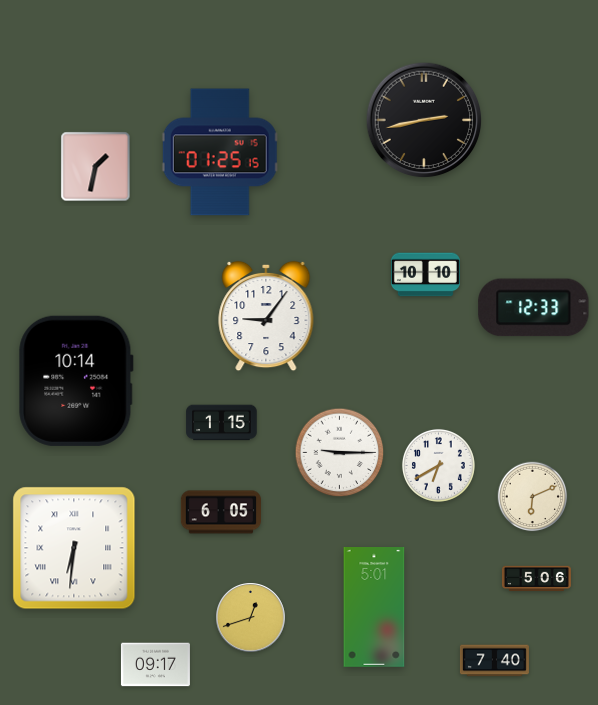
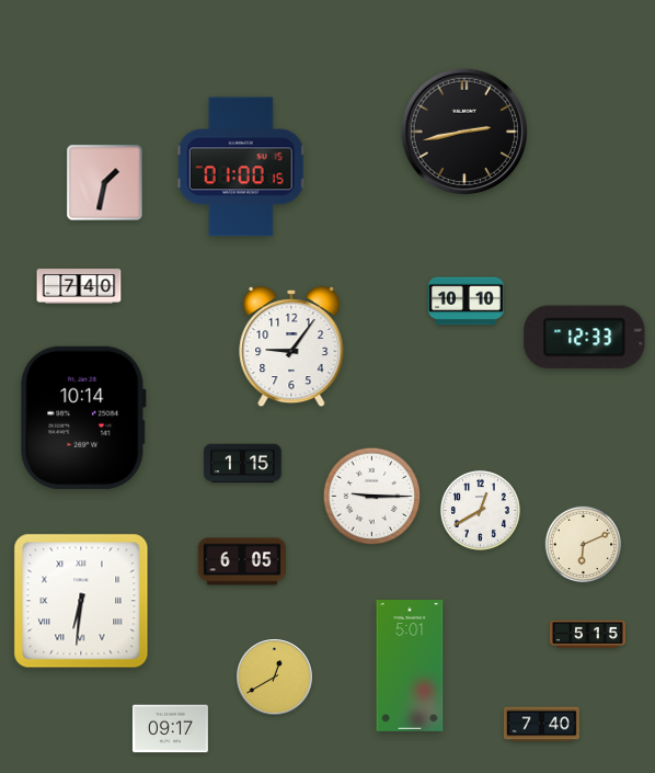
clock at (220, 152): 01:25 -> 01:00
clock at (79, 286): none -> 7:40
clock at (438, 465): 6:40 -> 12:40
clock at (536, 579): 5:06 -> 5:15
clock at (251, 618): 12:42 -> 12:40
